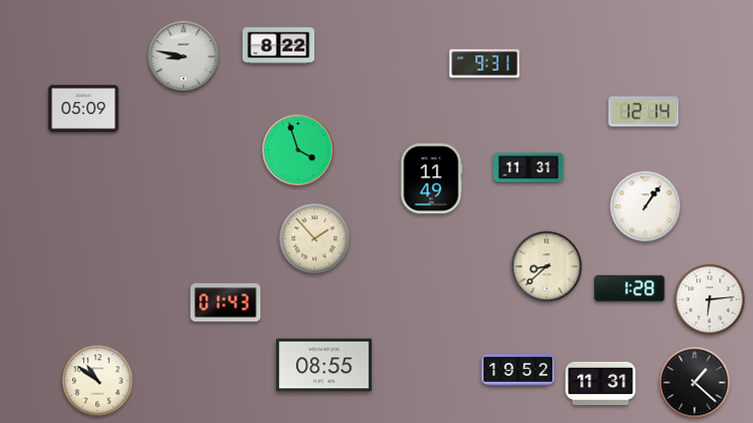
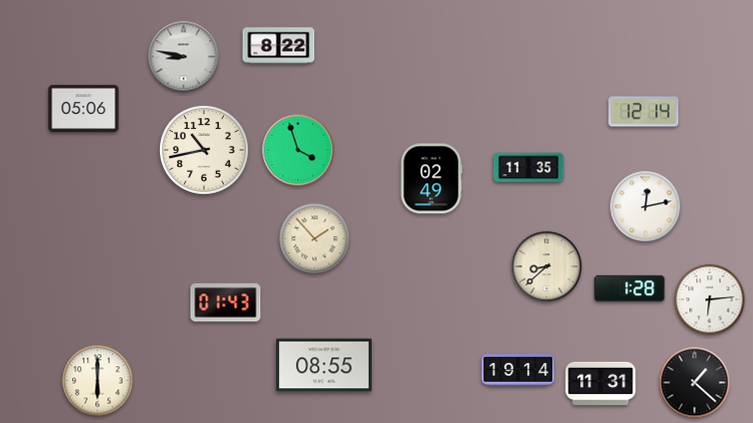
clock at (485, 64): 9:31 -> none
clock at (84, 108): 05:09 -> 05:06
clock at (204, 150): none -> 10:43
clock at (529, 168): 11:31 -> 11:35
clock at (431, 179): 11:49 -> 02:49
clock at (646, 207): 1:06 -> 12:13
clock at (518, 370): 19:52 -> 19:14
clock at (98, 381): 10:51 -> 6:00
